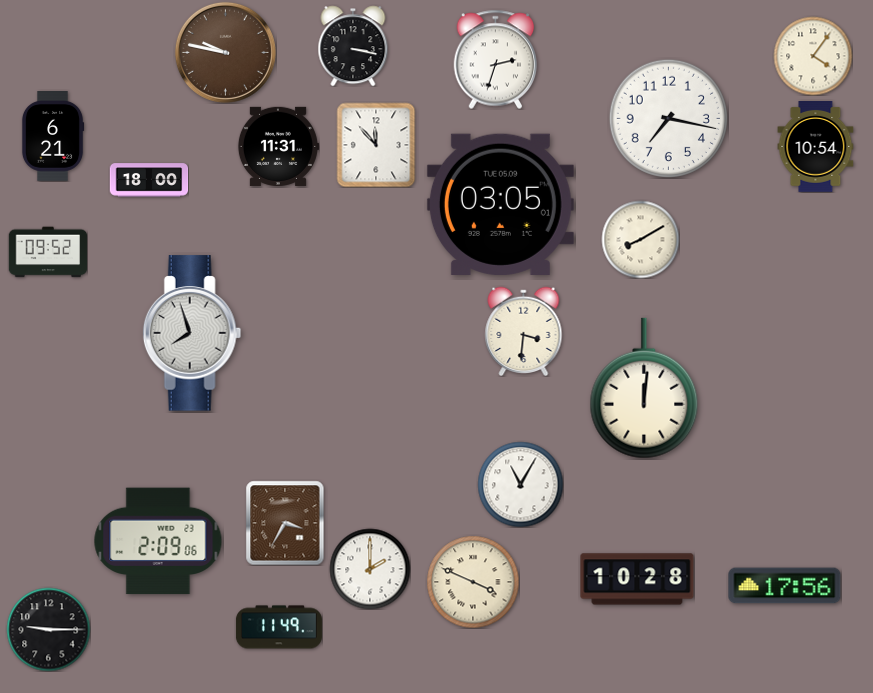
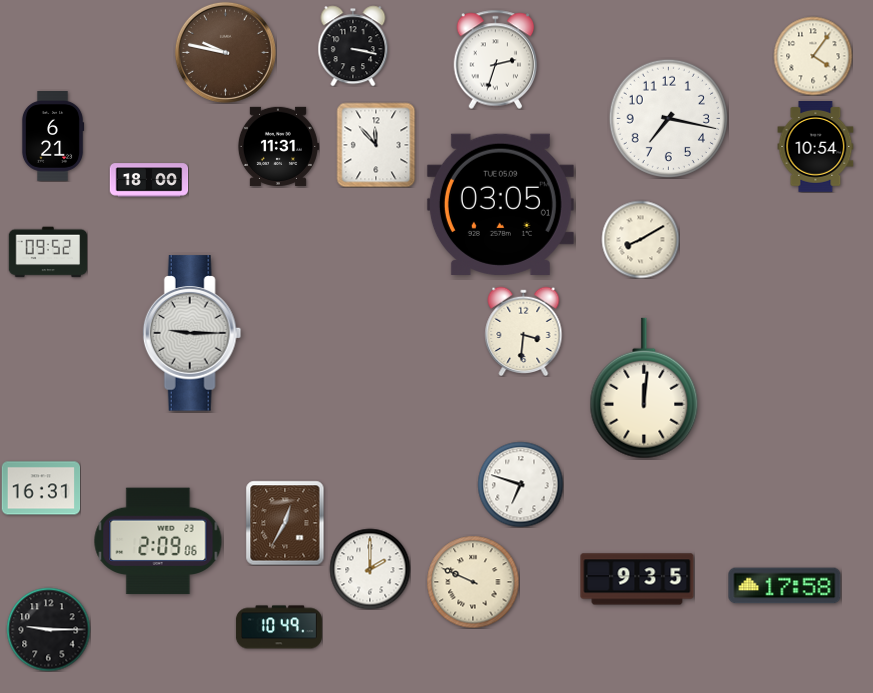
clock at (192, 333): 7:57 -> 9:15
clock at (520, 484): 11:05 -> 6:48
clock at (41, 488): none -> 16:31
clock at (285, 523): 3:35 -> 12:35
clock at (637, 579): 10:28 -> 9:35
clock at (473, 582): 3:49 -> 9:49
clock at (785, 586): 17:56 -> 17:58
clock at (279, 627): 11:49 -> 10:49
